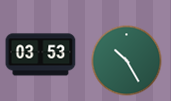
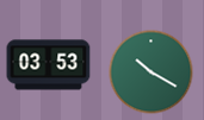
clock at (127, 61): 10:25 -> 10:20
